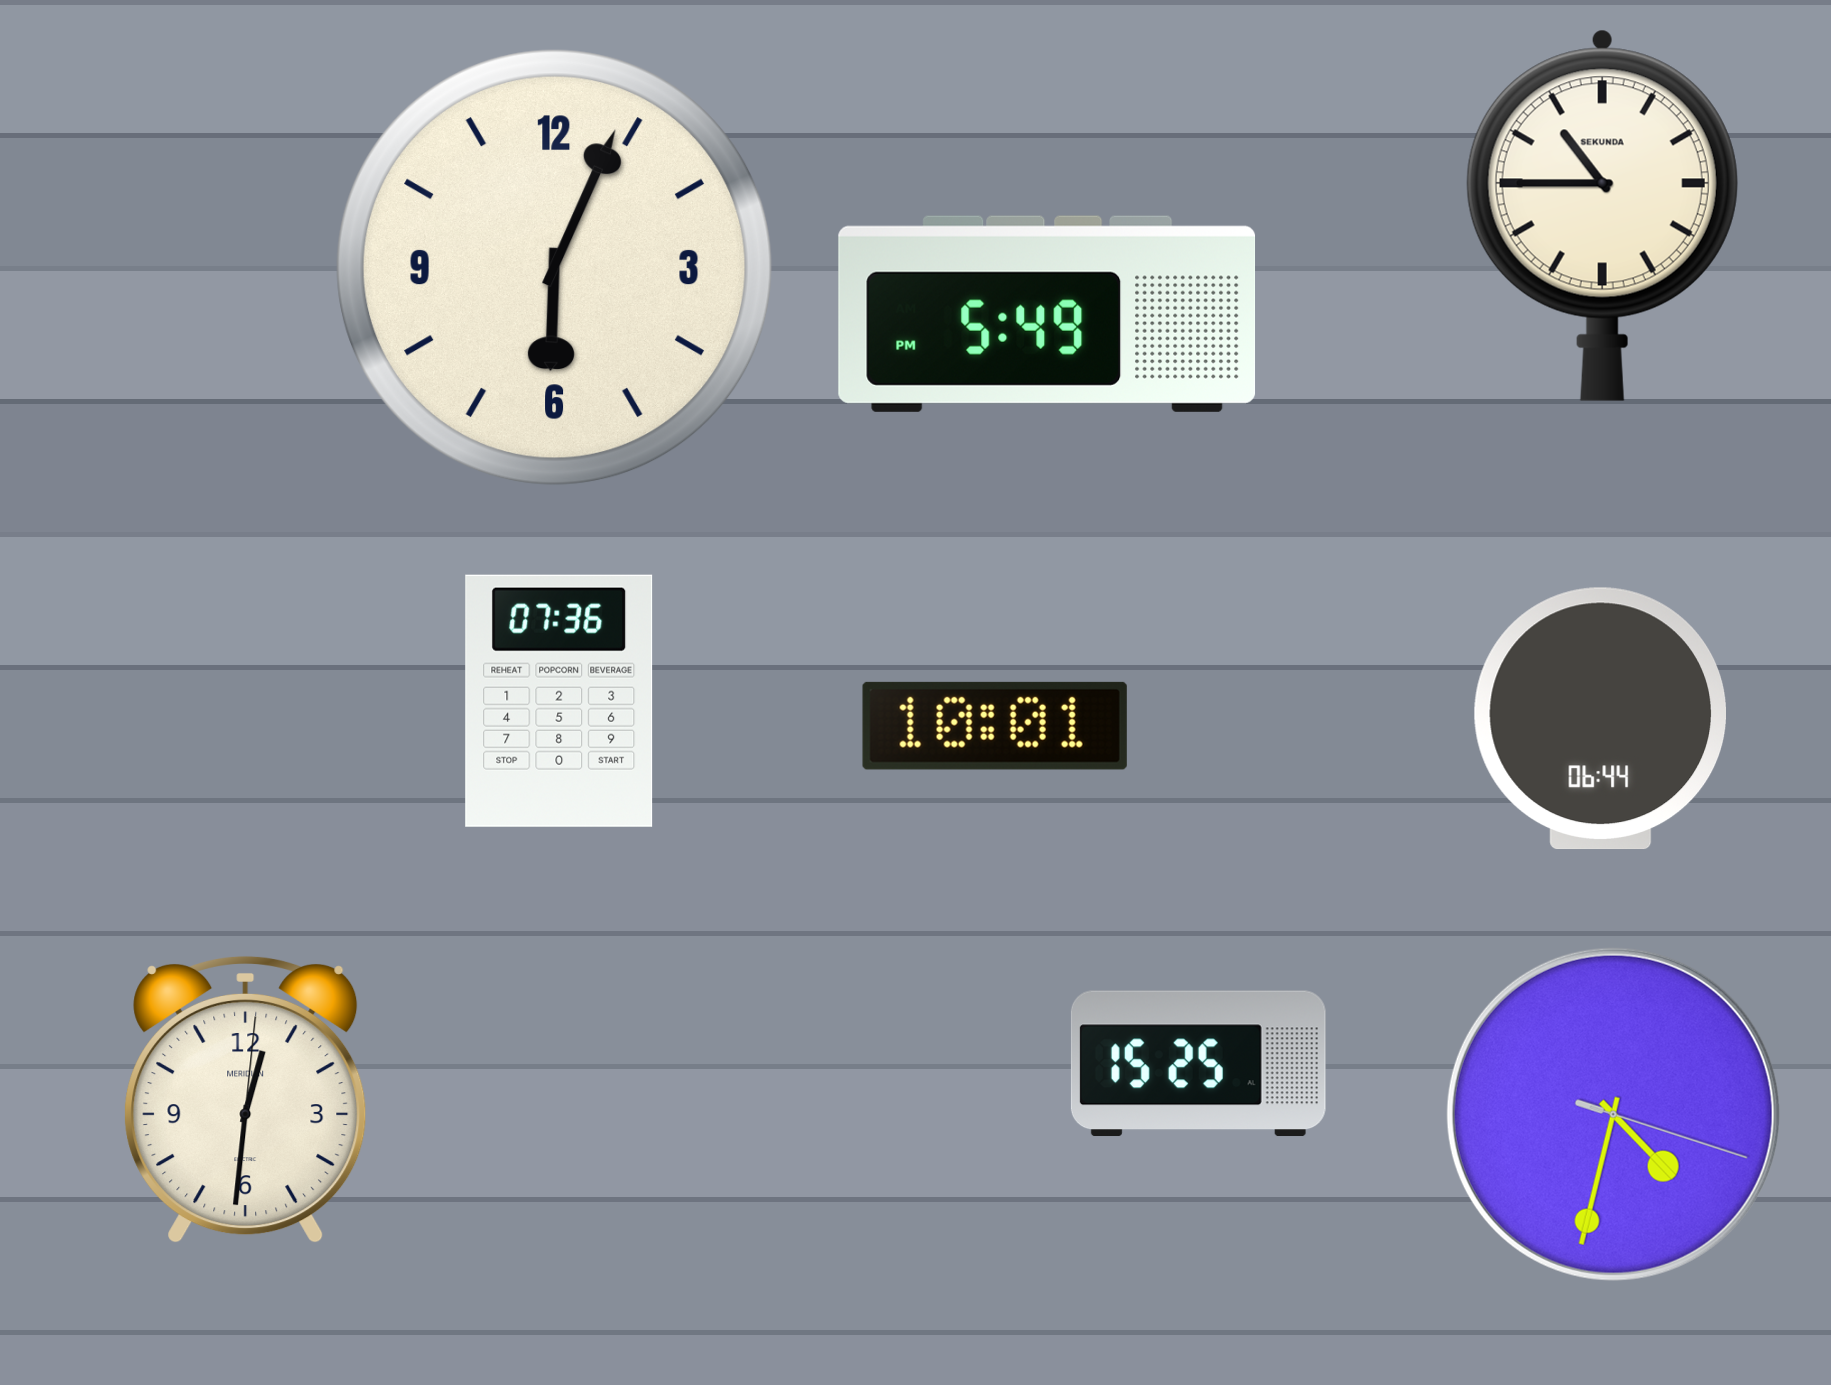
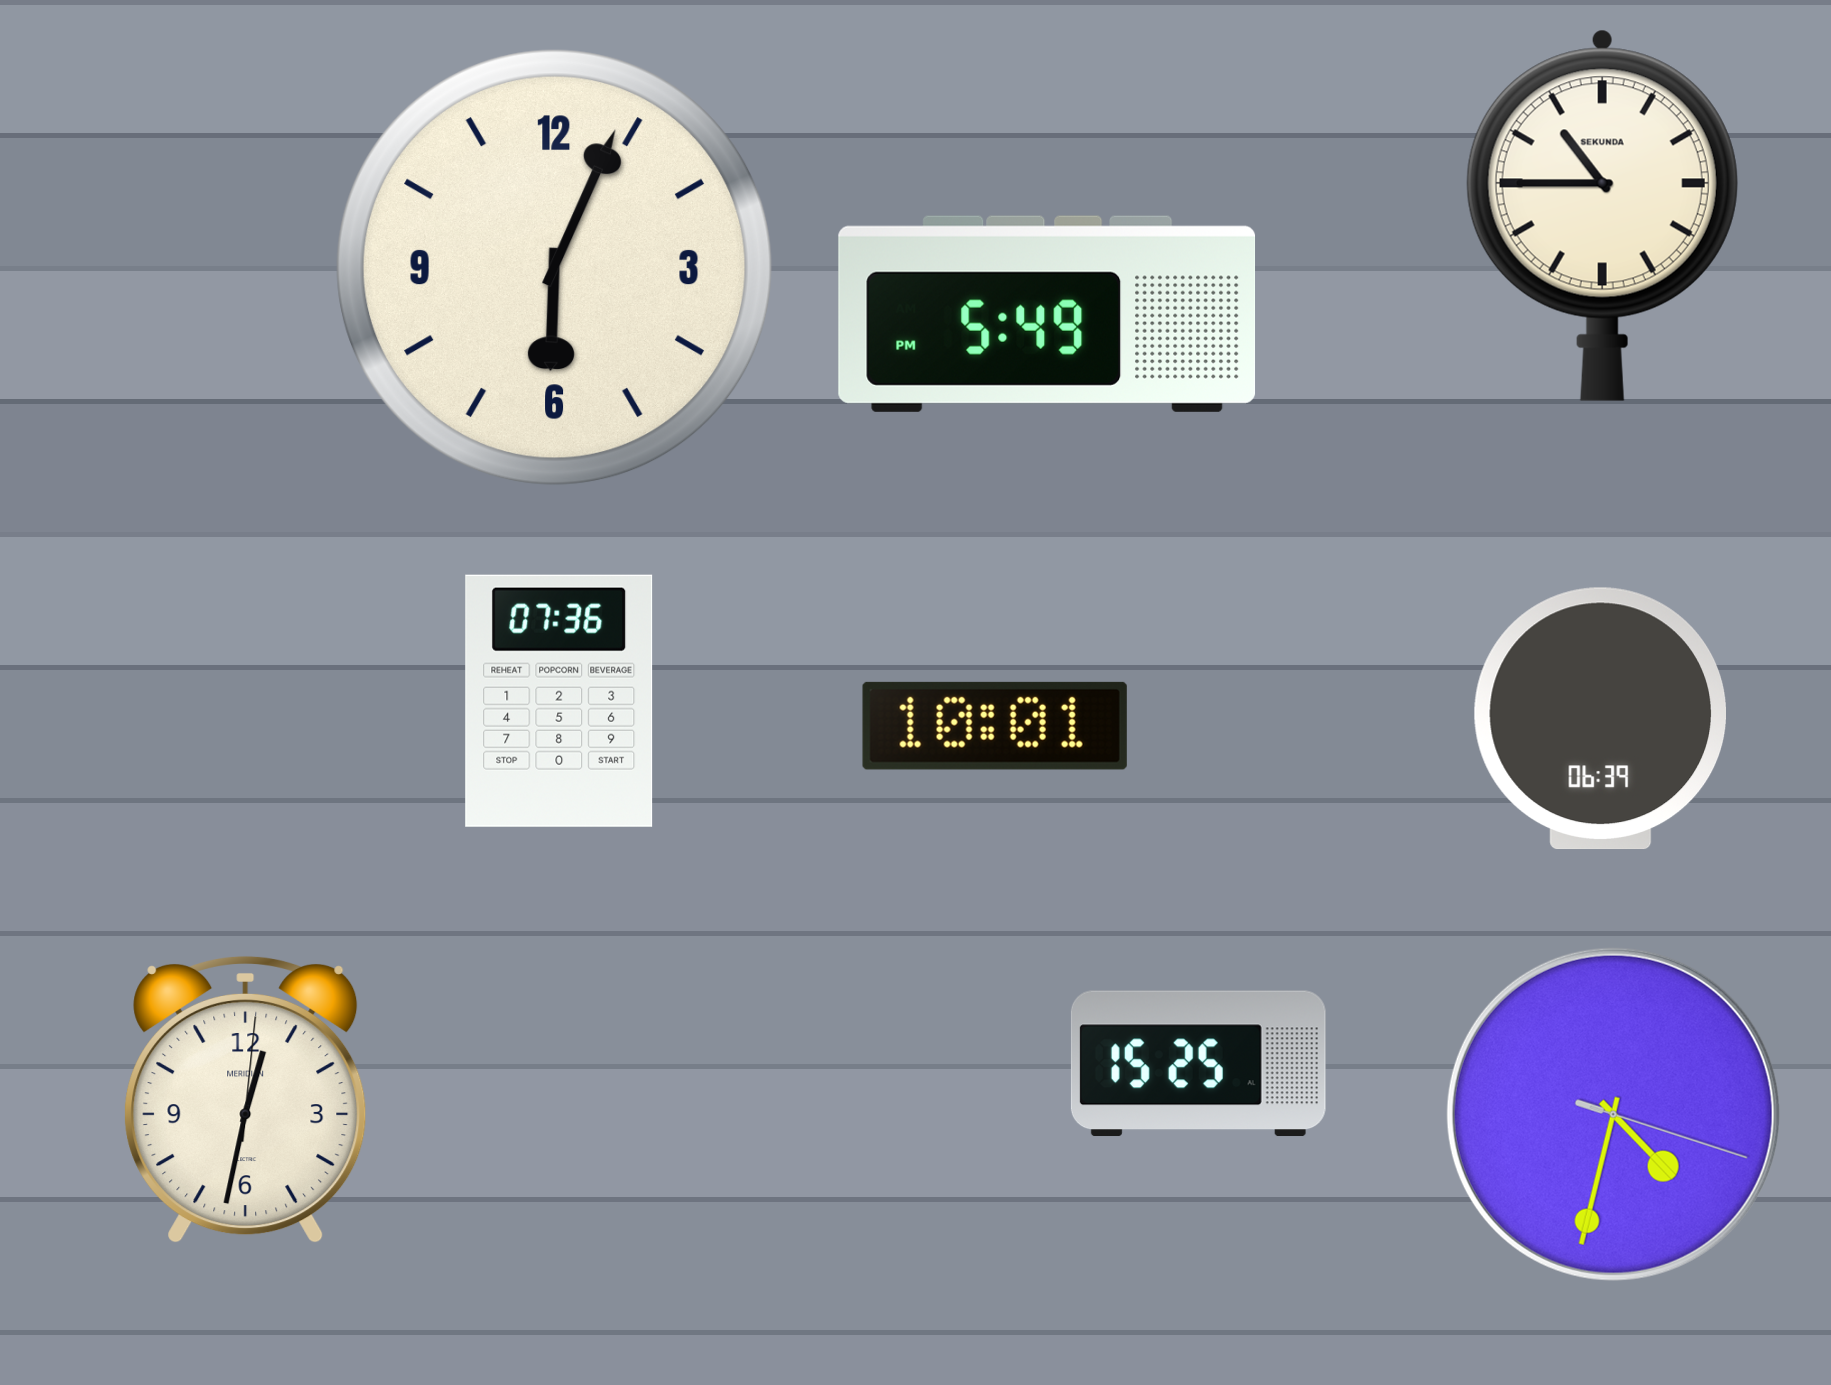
clock at (1600, 719): 06:44 -> 06:39
clock at (246, 1100): 12:31 -> 12:32
